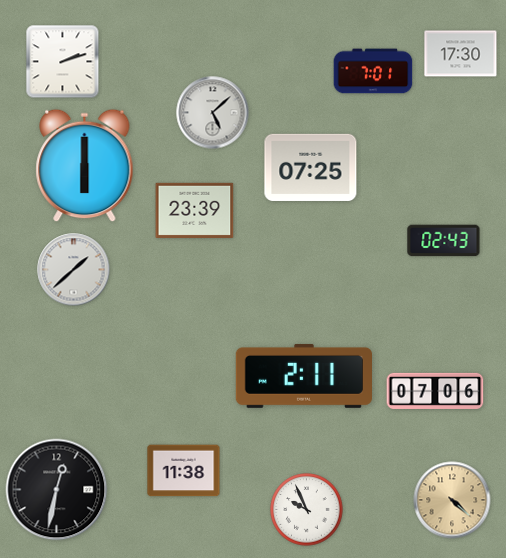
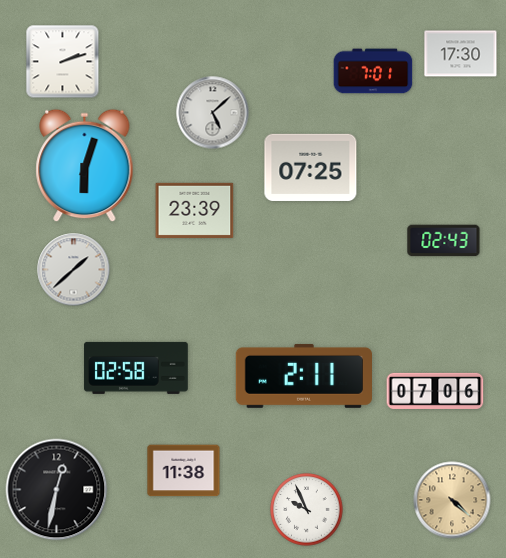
clock at (85, 166): 6:00 -> 6:03
clock at (136, 368): none -> 02:58
